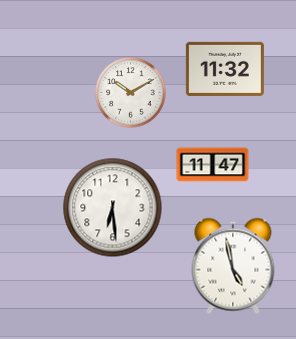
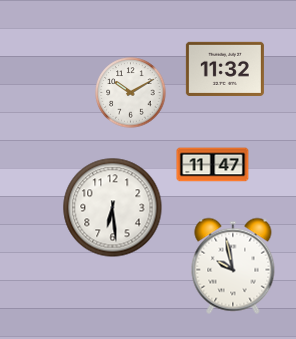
clock at (233, 266): 4:58 -> 9:58
